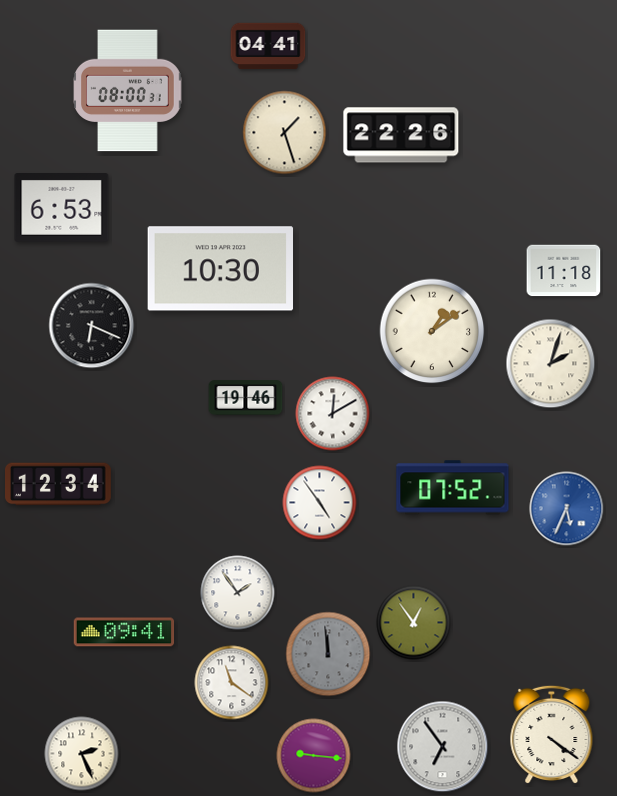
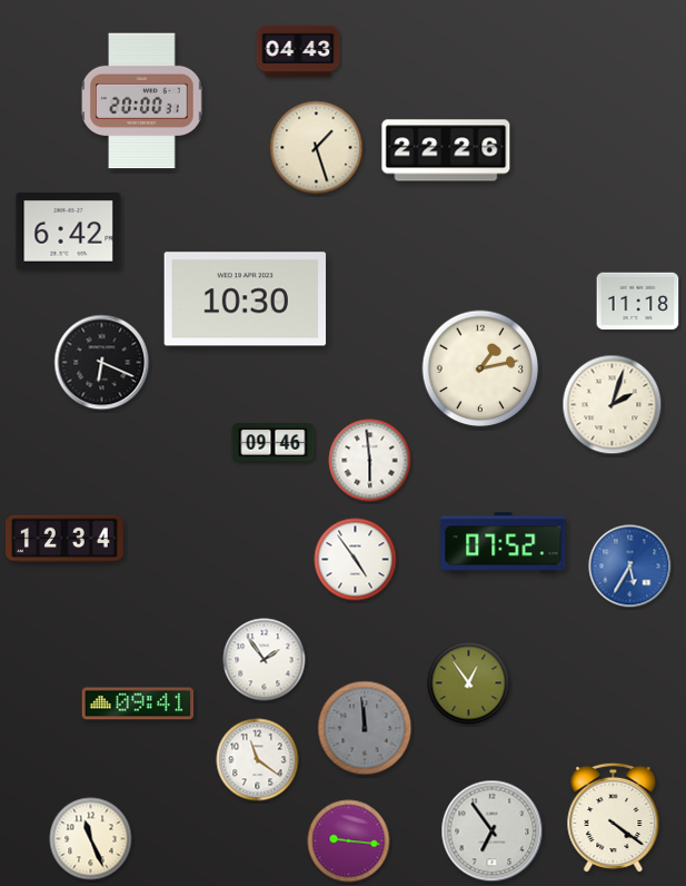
clock at (268, 46): 04:41 -> 04:43
clock at (128, 91): 08:00 -> 20:00
clock at (62, 208): 6:53 -> 6:42
clock at (564, 271) position: (564, 271) -> (638, 302)
clock at (432, 331): 1:09 -> 1:13
clock at (246, 398): 19:46 -> 09:46
clock at (333, 414): 12:10 -> 5:59
clock at (567, 509): 5:34 -> 5:35
clock at (414, 623) position: (414, 623) -> (469, 683)
clock at (82, 754): 2:26 -> 11:26
